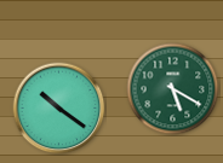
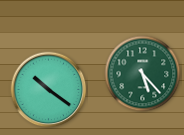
clock at (173, 89): 5:20 -> 5:23
